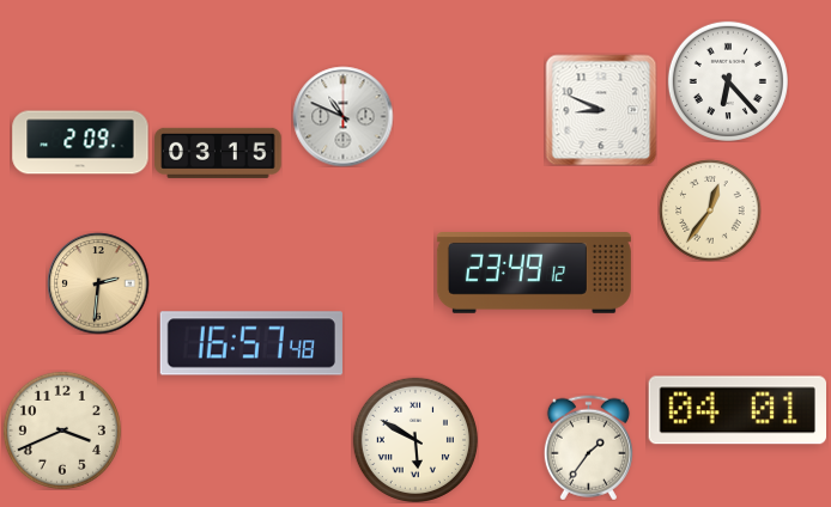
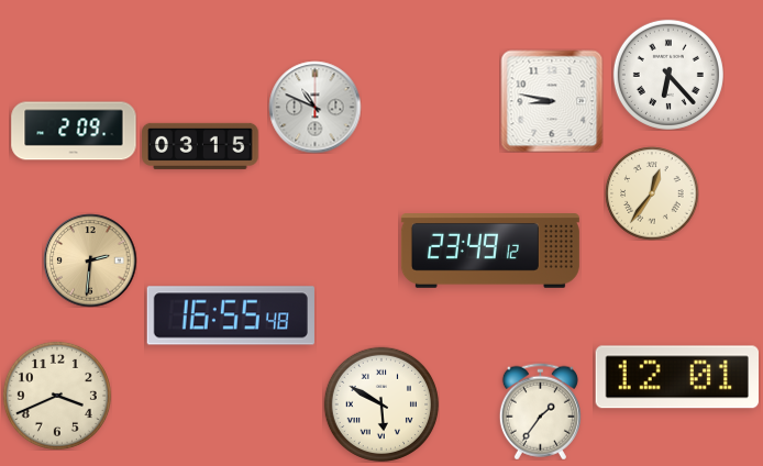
clock at (601, 110): 8:49 -> 8:47
clock at (218, 153) position: (218, 153) -> (200, 146)
clock at (251, 343): 16:57 -> 16:55
clock at (736, 410): 04:01 -> 12:01
